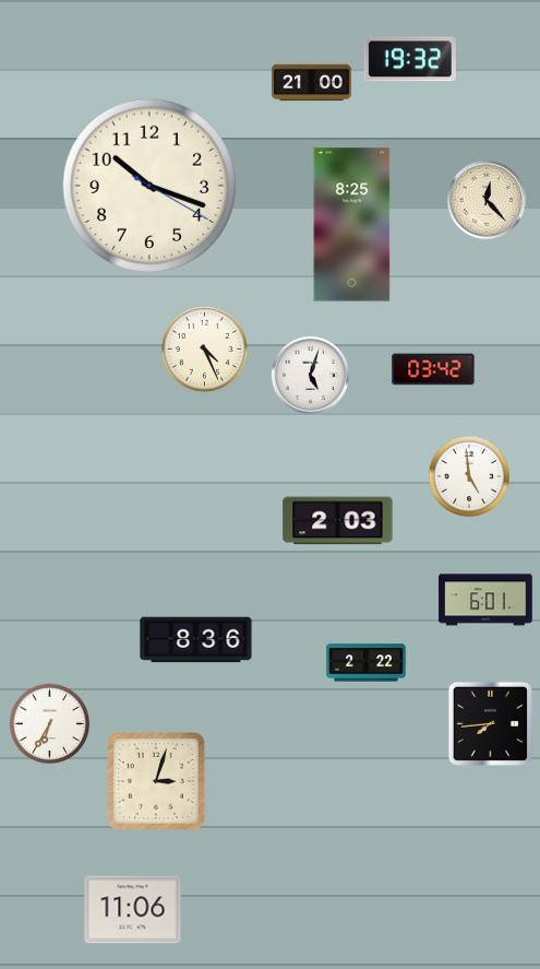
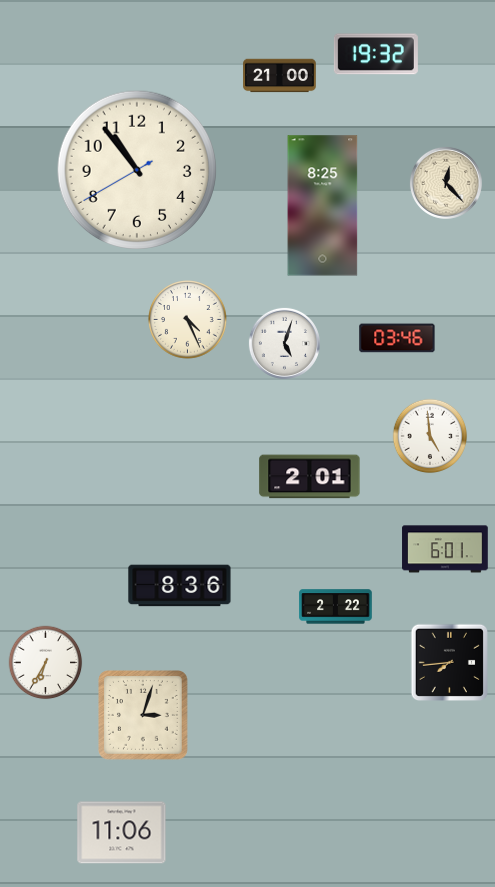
clock at (312, 83) position: (312, 83) -> (280, 76)
clock at (149, 186): 10:18 -> 10:53
clock at (433, 369): 03:42 -> 03:46
clock at (338, 521): 2:03 -> 2:01
